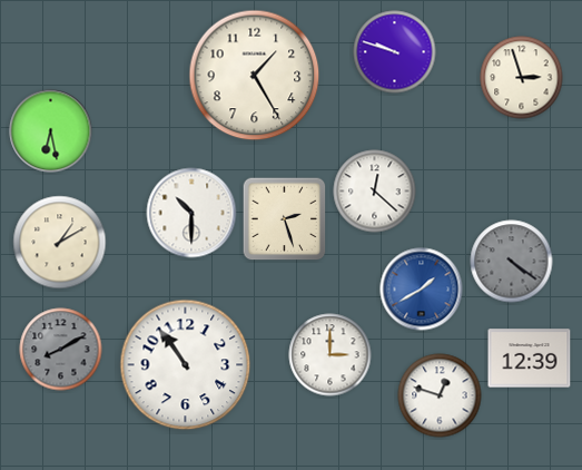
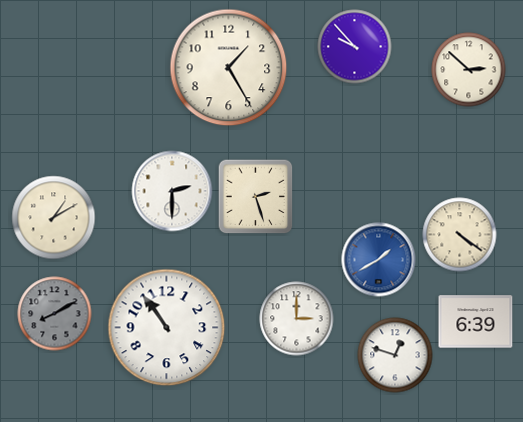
clock at (395, 52): 9:48 -> 9:53
clock at (522, 78): 2:57 -> 2:52
clock at (51, 131): 6:28 -> none
clock at (375, 192): 12:22 -> none
clock at (191, 213): 10:30 -> 2:30
clock at (512, 262) dial: grey -> cream
clock at (530, 359): 12:39 -> 6:39
